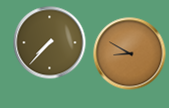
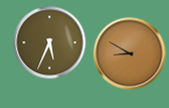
clock at (50, 43): 7:37 -> 5:34
